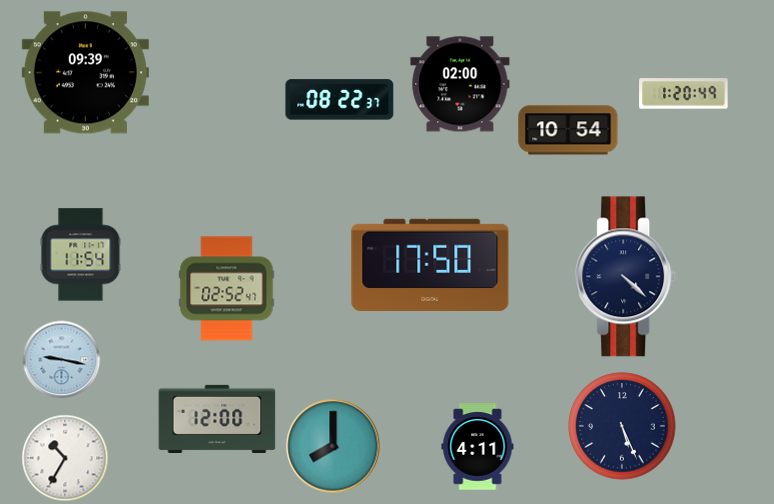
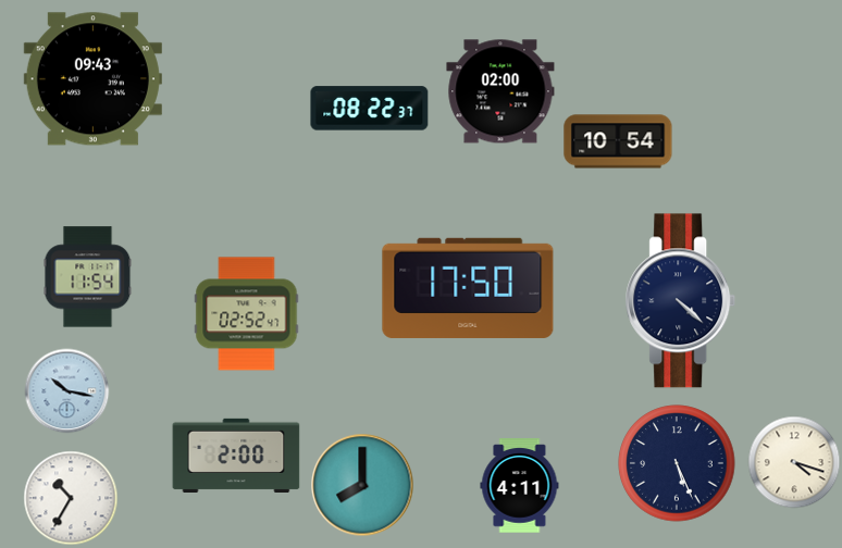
clock at (85, 73): 09:39 -> 09:43
clock at (684, 94): 1:20 -> none
clock at (61, 359): 9:17 -> 10:17
clock at (217, 418): 12:00 -> 2:00
clock at (794, 462): none -> 4:18
